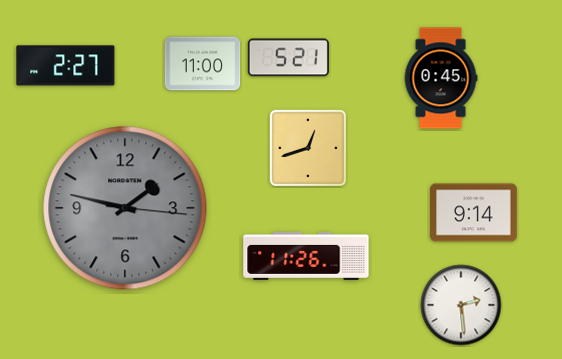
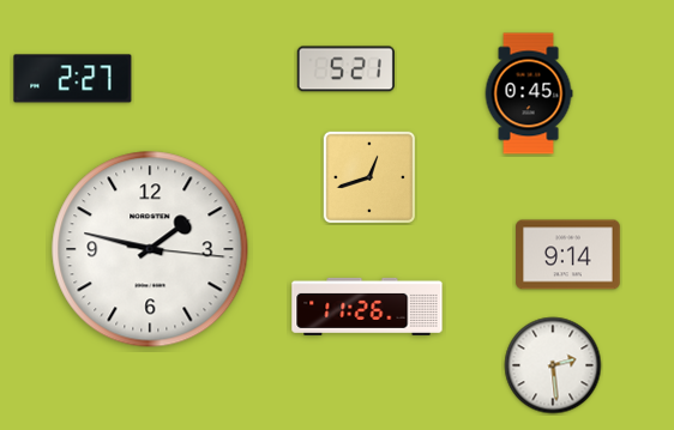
clock at (203, 64): 11:00 -> none
clock at (66, 66) position: (66, 66) -> (73, 79)
clock at (125, 208) dial: grey -> white
